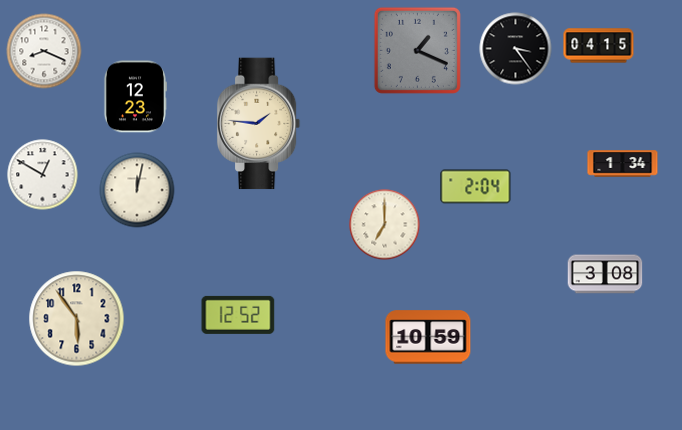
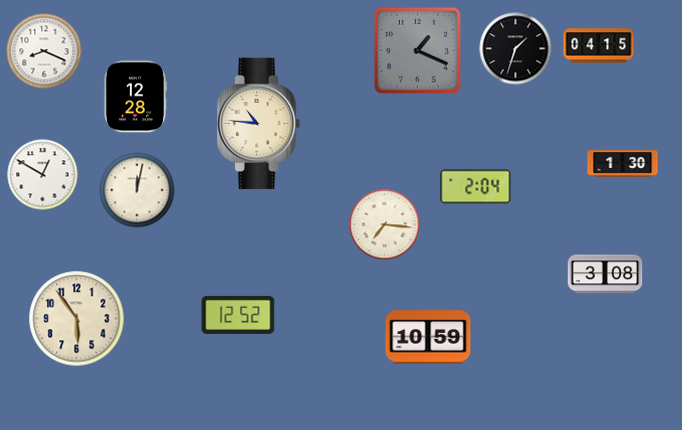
clock at (516, 49): 3:24 -> 1:33
clock at (134, 97): 12:23 -> 12:28
clock at (259, 124): 1:46 -> 10:46
clock at (623, 164): 1:34 -> 1:30
clock at (385, 225): 7:00 -> 7:16
